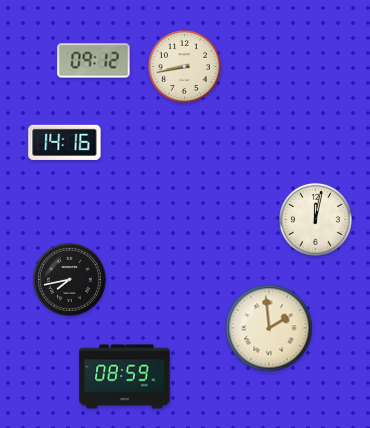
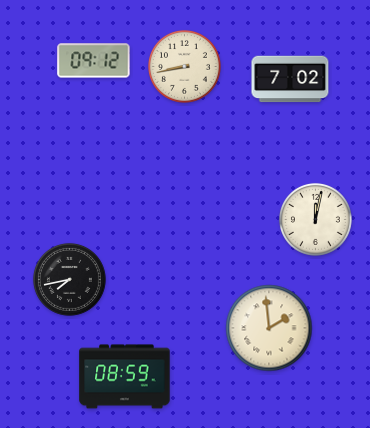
clock at (290, 79): none -> 7:02
clock at (65, 142): 14:16 -> none
